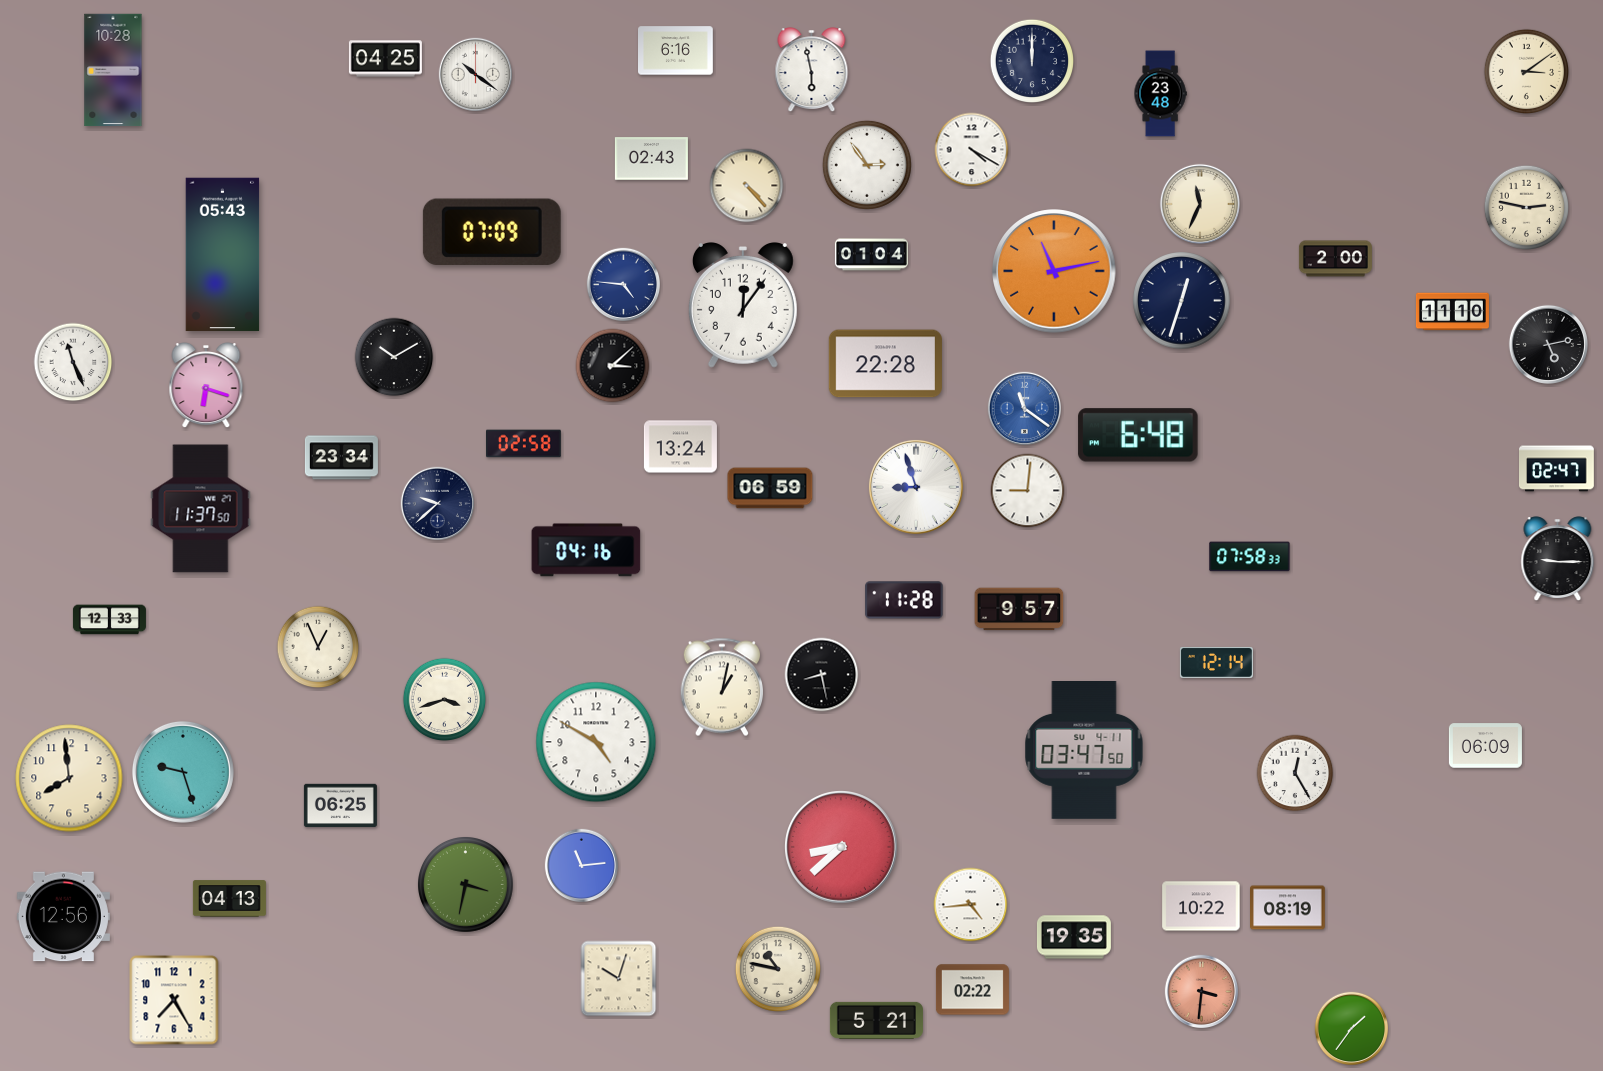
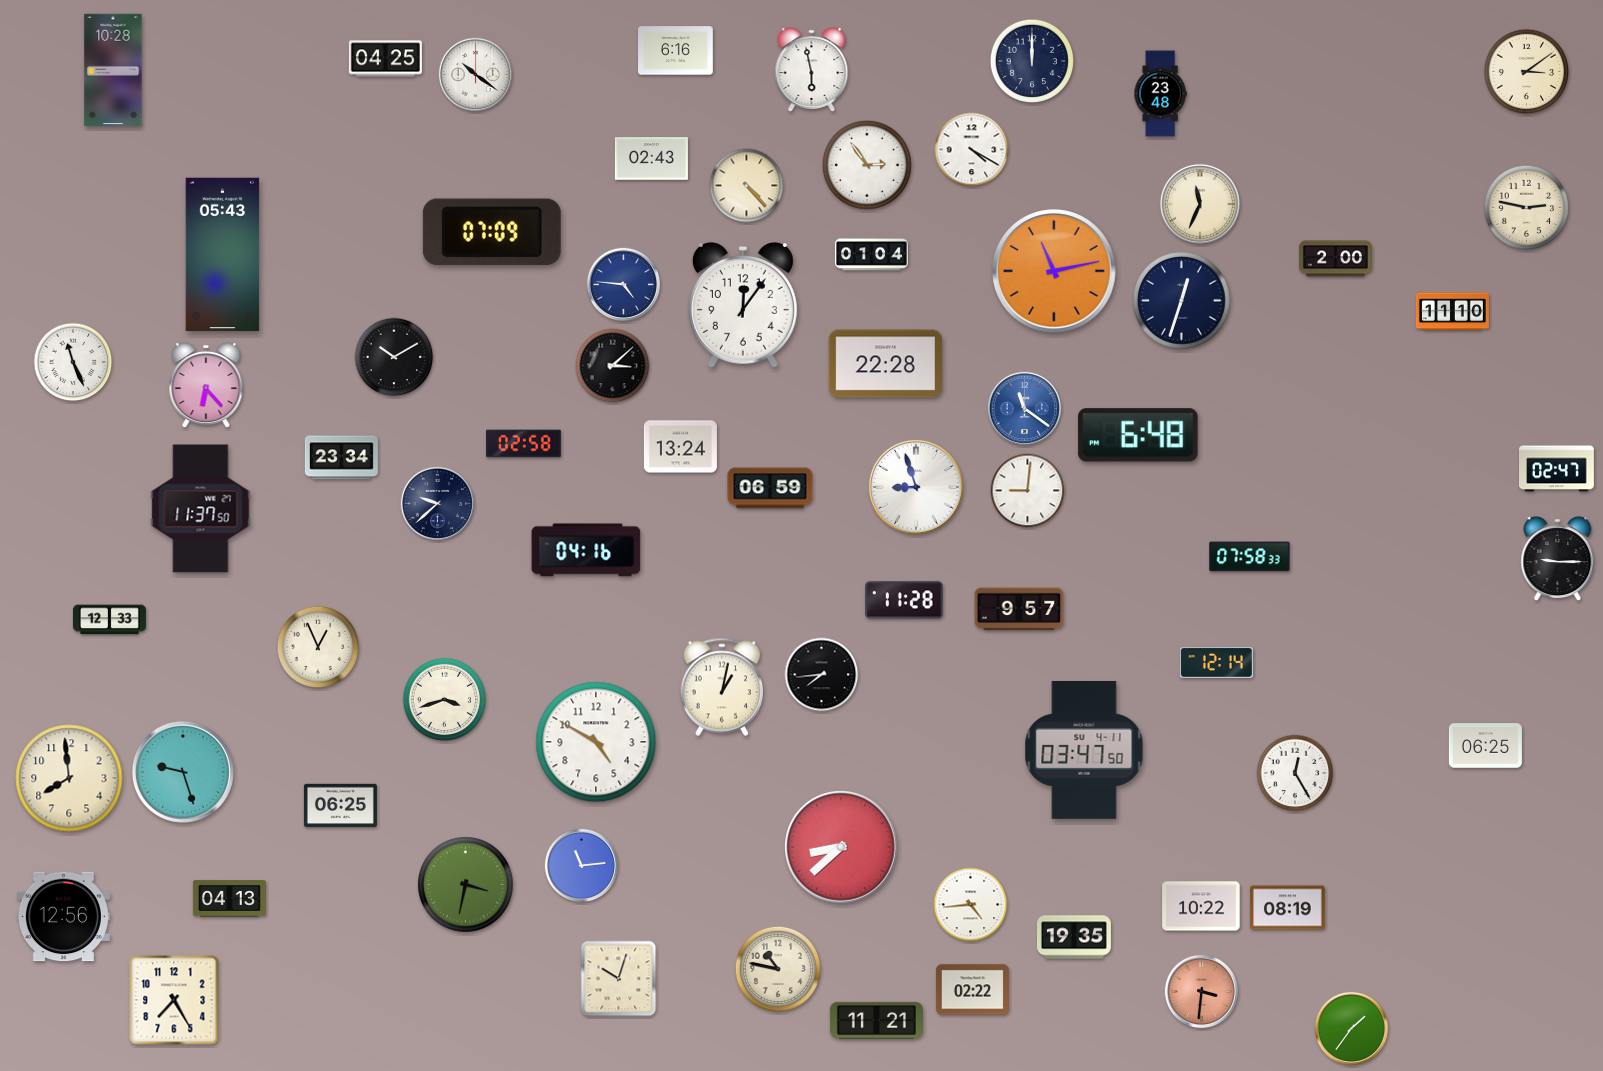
clock at (1548, 344): 5:13 -> none
clock at (206, 385): 6:18 -> 6:23
clock at (822, 675): 8:28 -> 7:44
clock at (1485, 746): 06:09 -> 06:25
clock at (876, 1020): 5:21 -> 11:21
